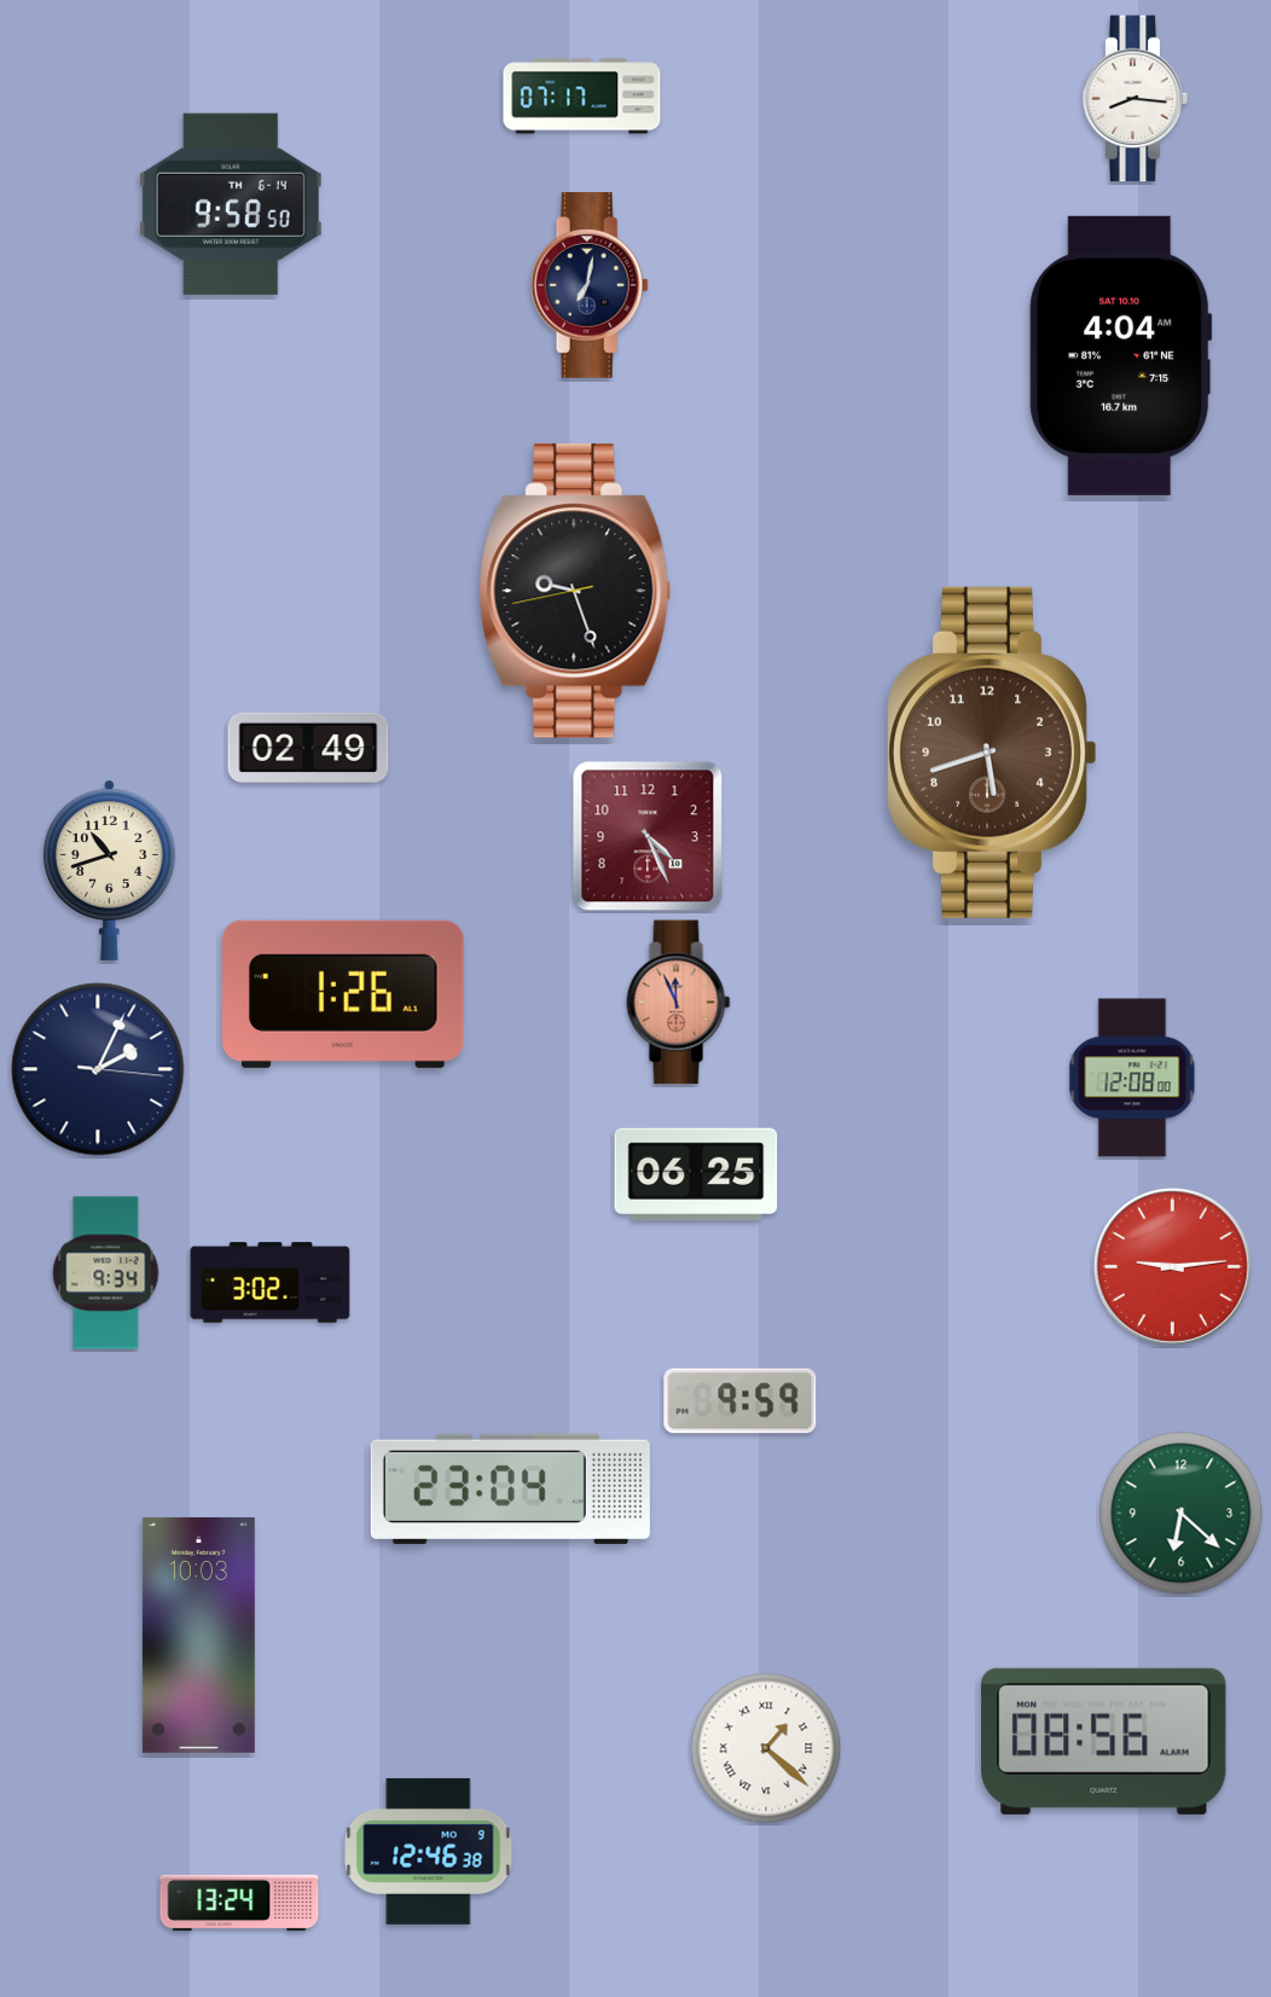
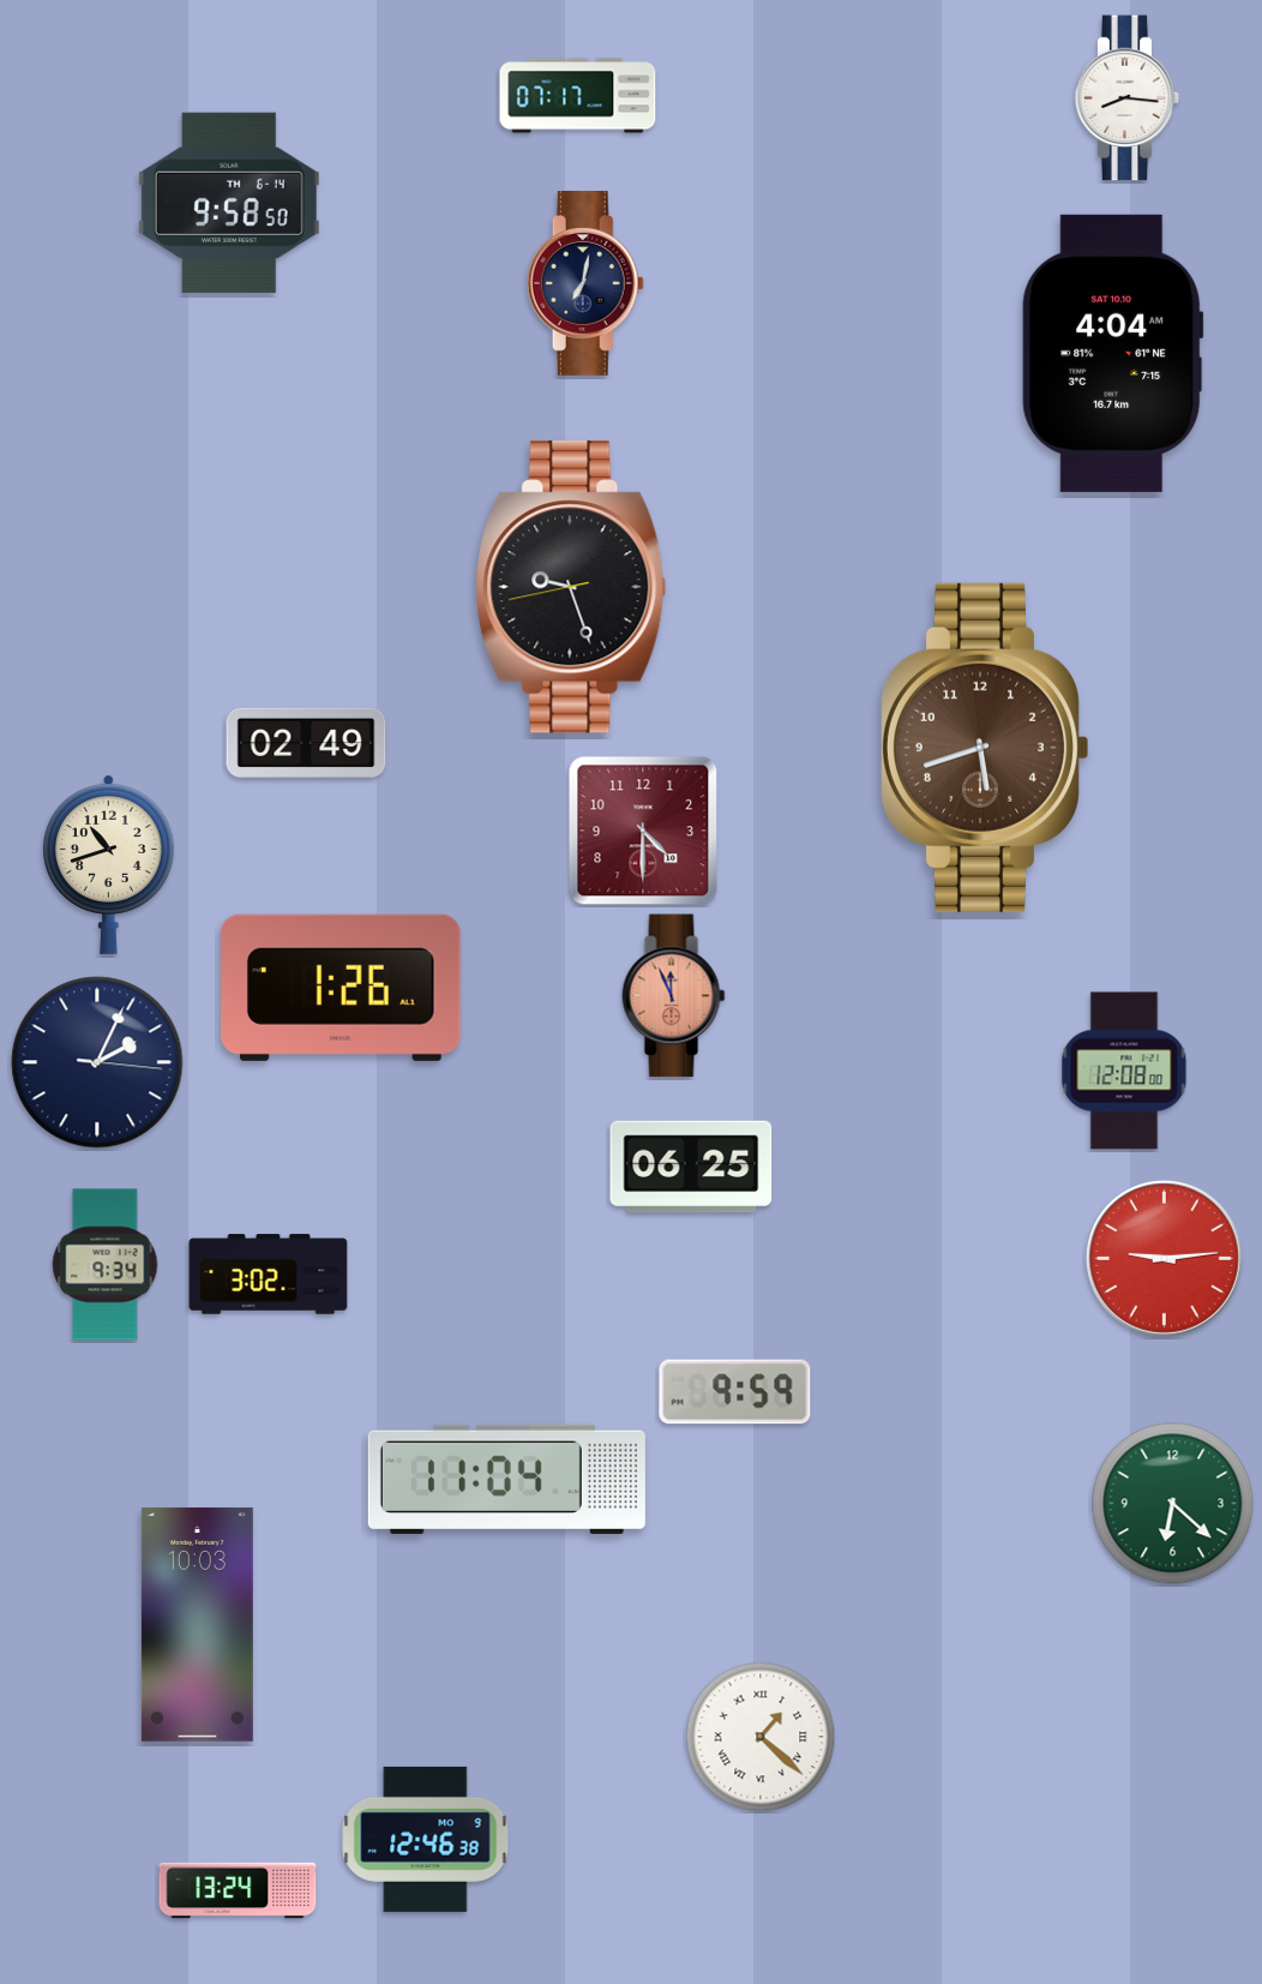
clock at (648, 836): 4:26 -> 4:30
clock at (510, 1488): 23:04 -> 11:04
clock at (1104, 1741): 08:56 -> none
